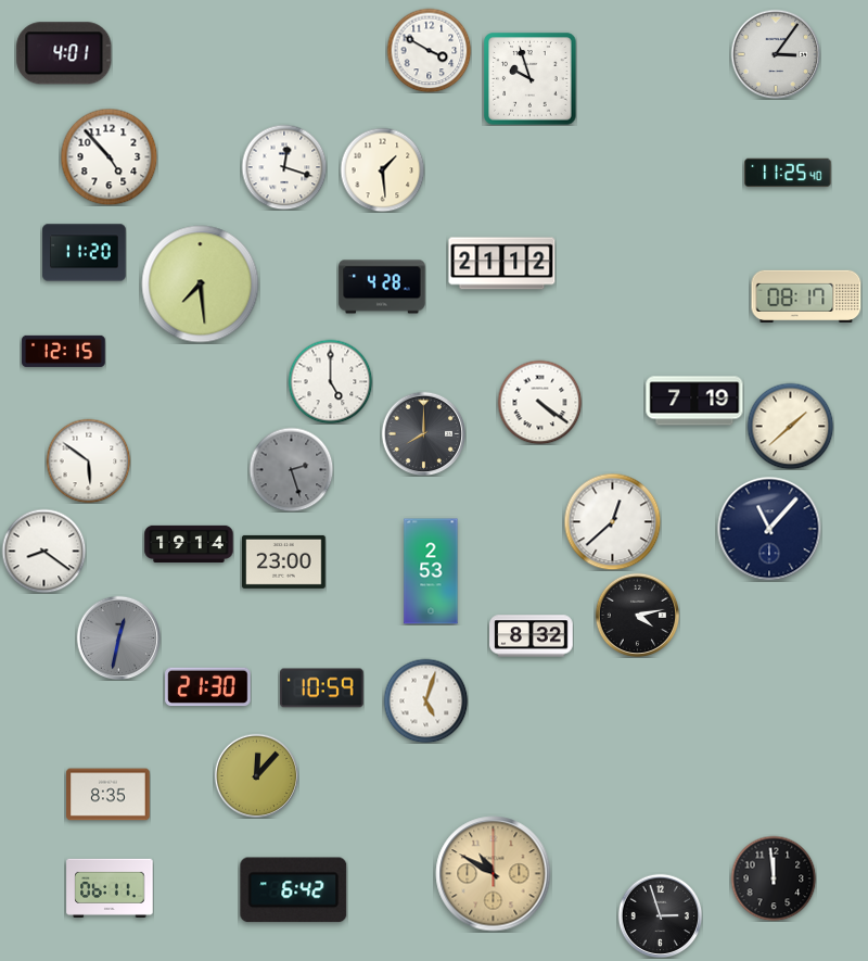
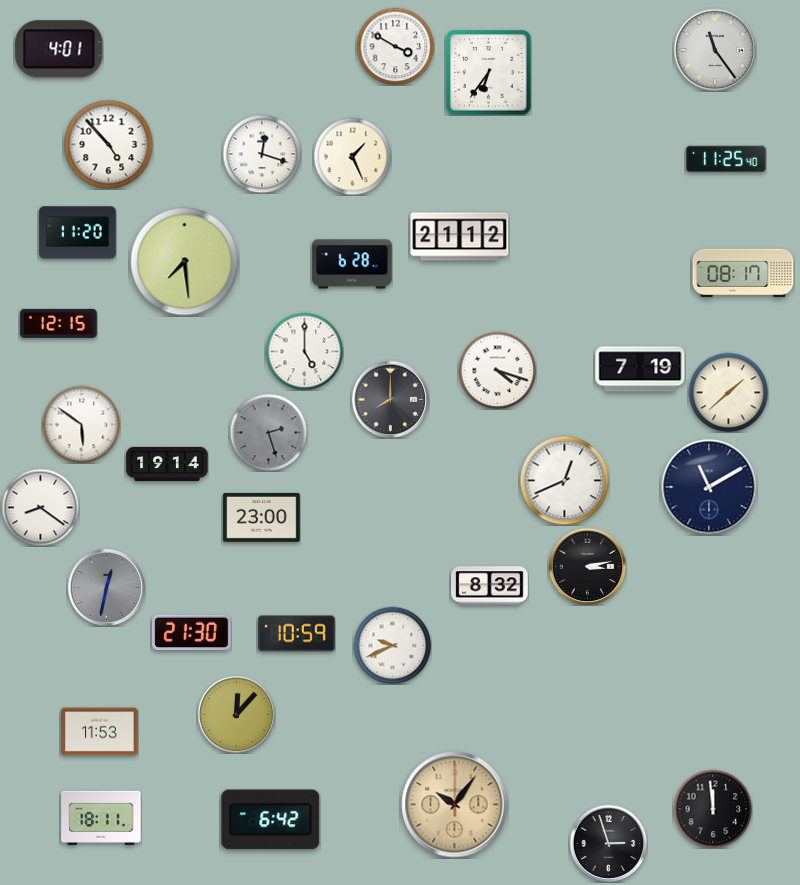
clock at (776, 54): 3:06 -> 11:24
clock at (531, 79): 9:57 -> 6:36
clock at (108, 156) position: (108, 156) -> (108, 144)
clock at (382, 169): 1:29 -> 1:26
clock at (502, 264) position: (502, 264) -> (460, 237)
clock at (382, 287): 4:28 -> 6:28
clock at (539, 402): 4:21 -> 4:18
clock at (612, 521): 12:38 -> 12:41
clock at (769, 529): 11:07 -> 11:10
clock at (189, 544) position: (189, 544) -> (167, 464)
clock at (431, 571): 2:53 -> none
clock at (637, 615): 4:13 -> 3:13
clock at (118, 637) position: (118, 637) -> (106, 587)
clock at (425, 700): 5:03 -> 9:41
clock at (108, 795): 8:35 -> 11:53
clock at (494, 874): 10:50 -> 10:06
clock at (110, 888): 06:11 -> 18:11
